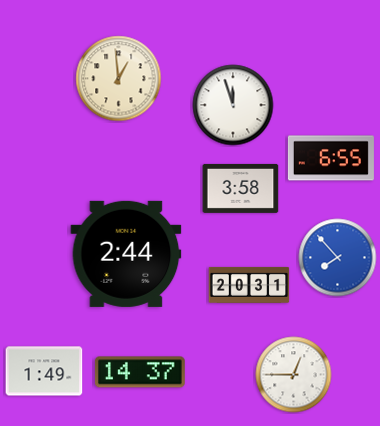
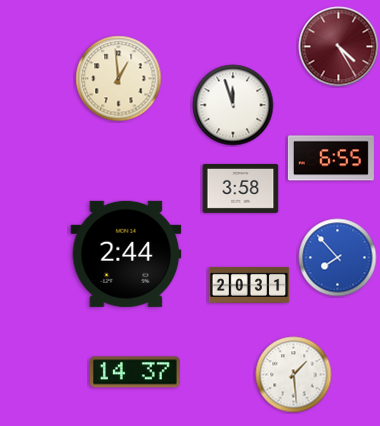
clock at (339, 47): none -> 4:25
clock at (44, 371): 1:49 -> none
clock at (140, 372) position: (140, 372) -> (135, 372)
clock at (294, 375): 12:45 -> 1:29
